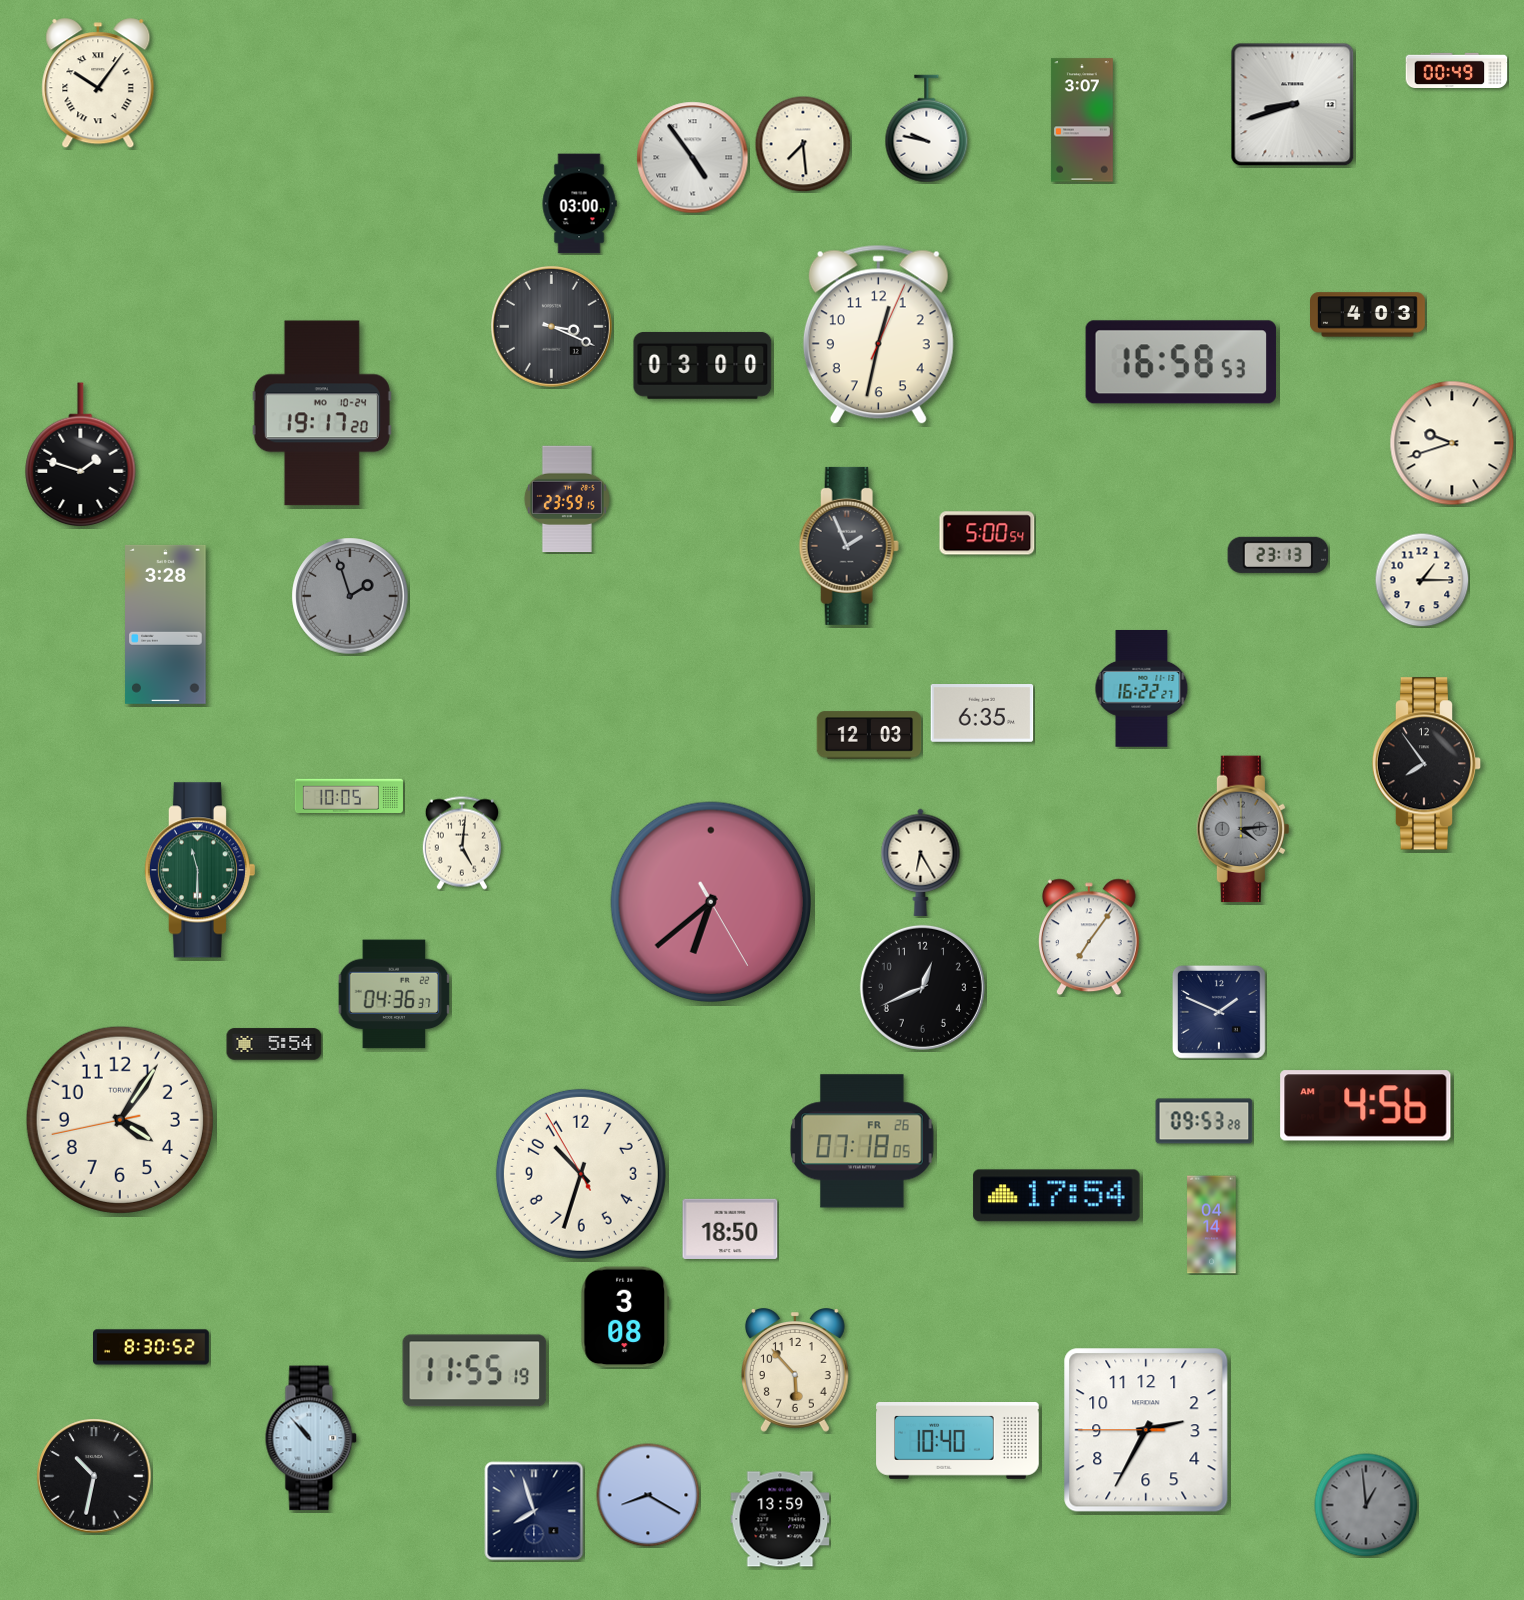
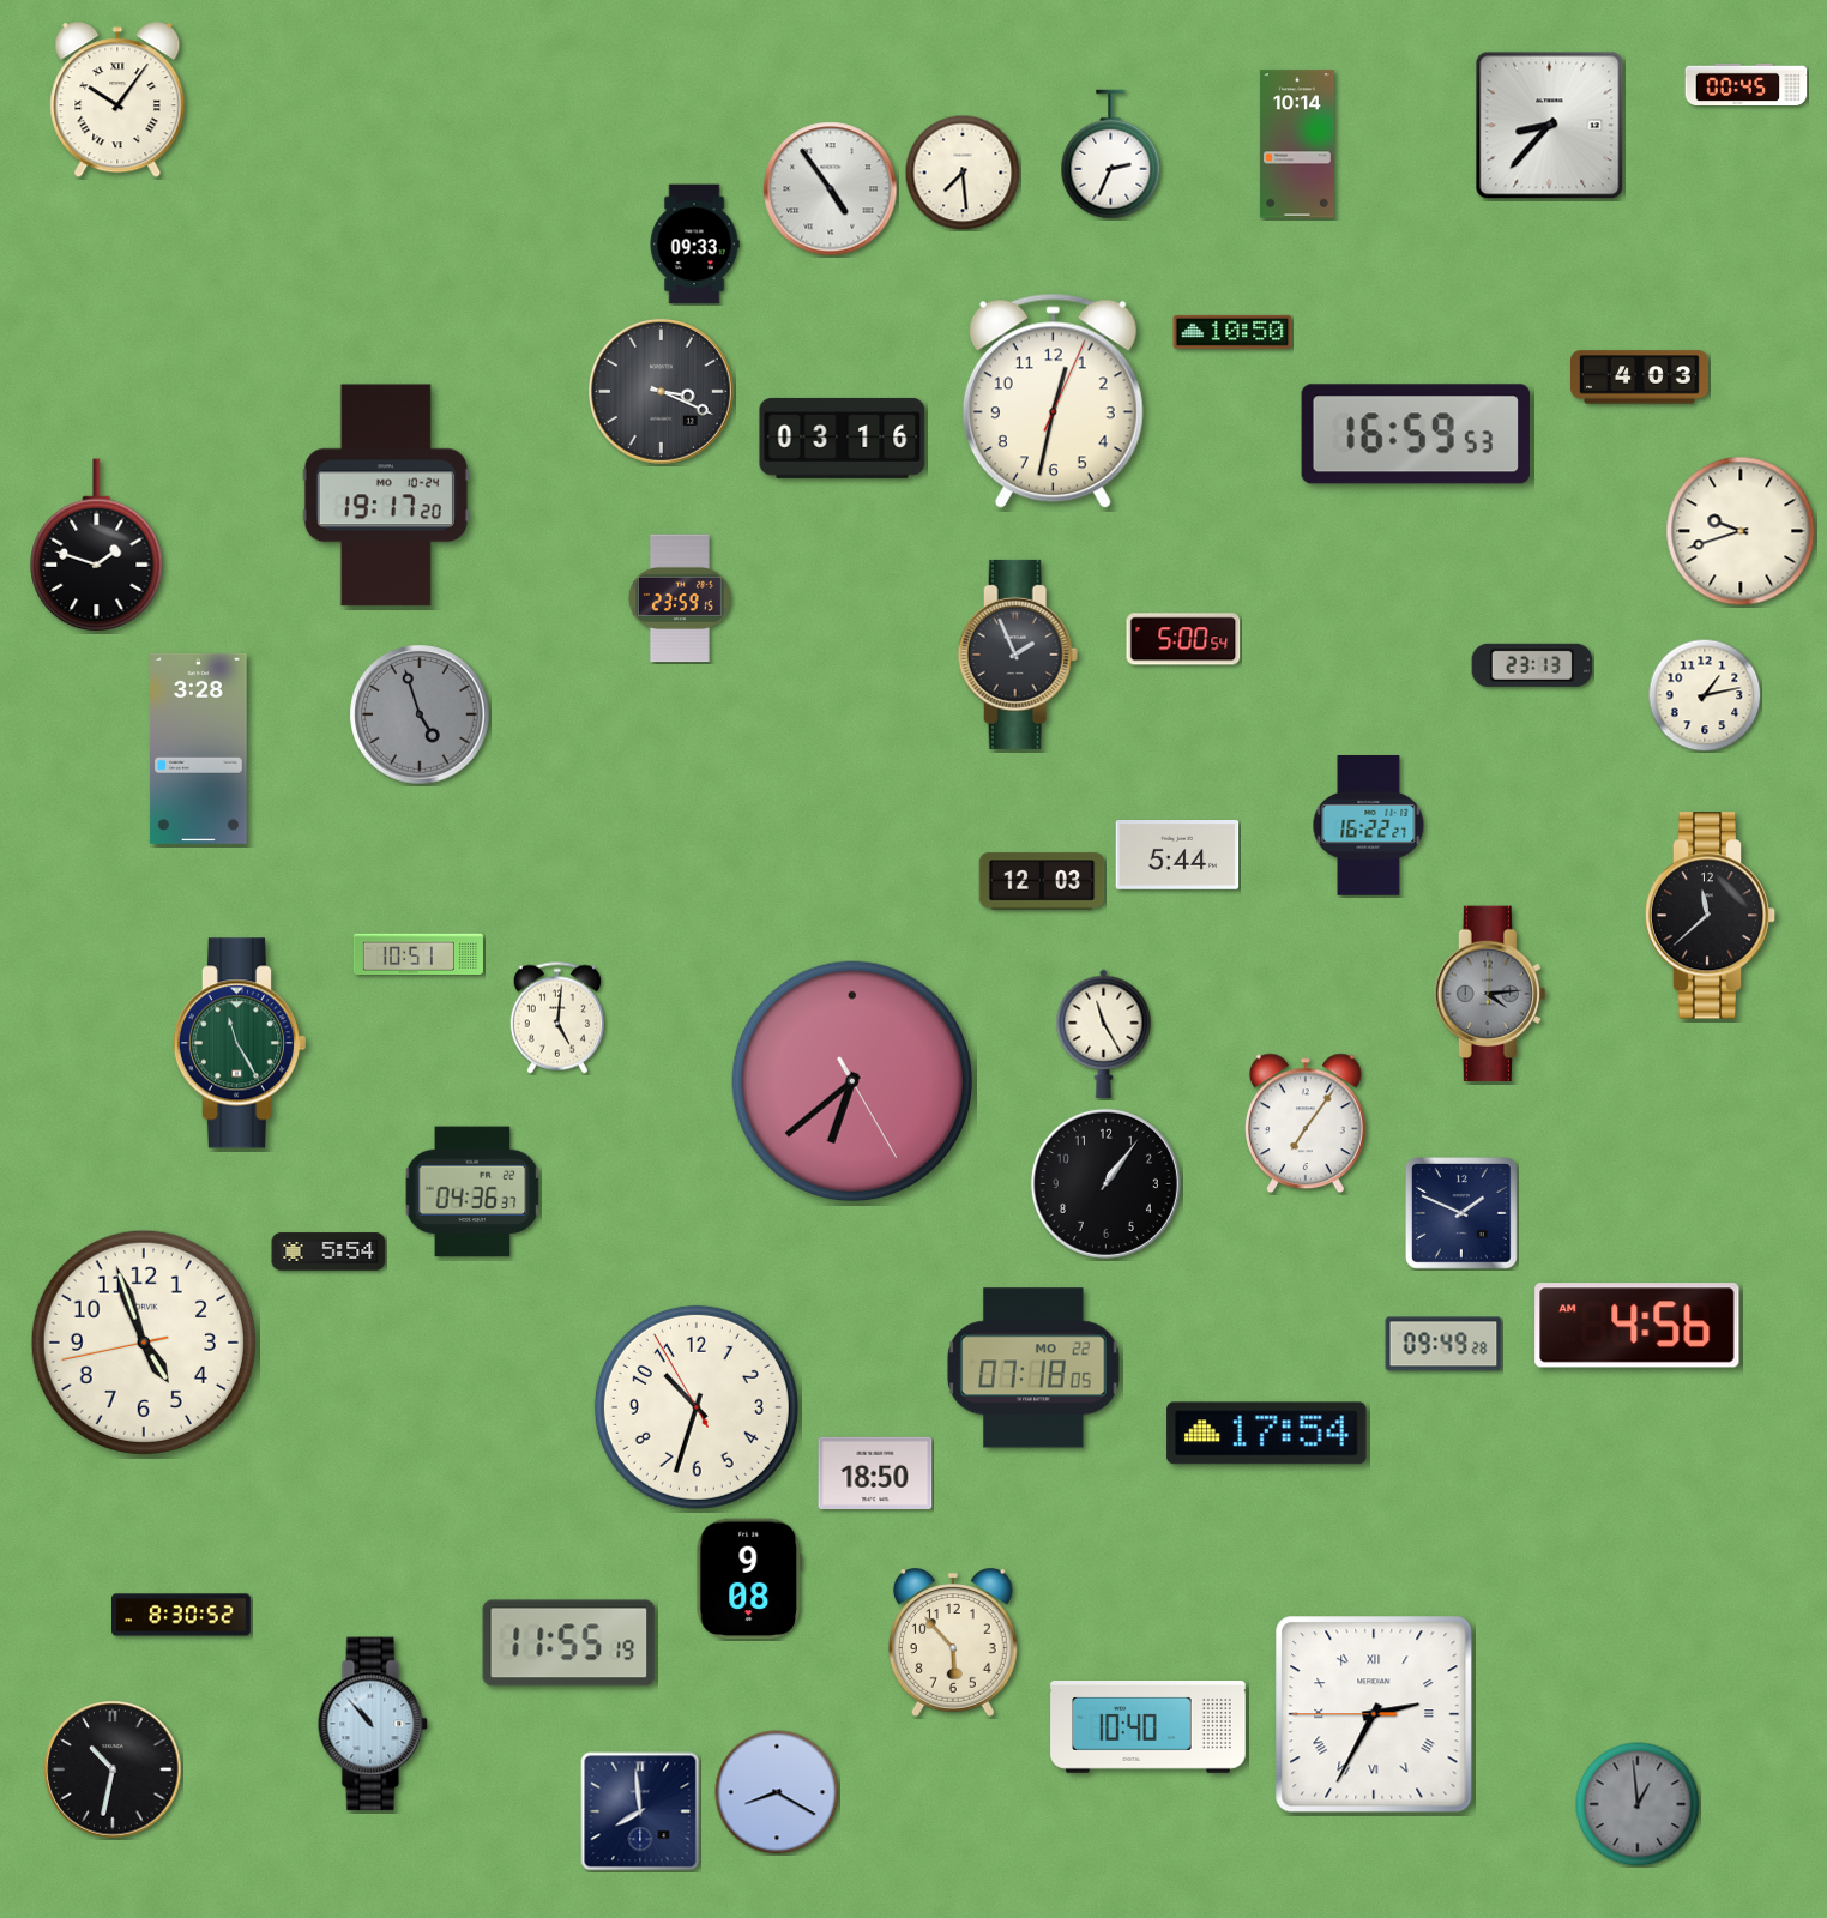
clock at (1457, 70): 00:49 -> 00:45
clock at (1293, 105): 8:42 -> 8:37
clock at (1082, 120): 3:07 -> 10:14
clock at (927, 129): 9:47 -> 2:34
clock at (579, 204): 03:00 -> 09:33
clock at (1232, 332): none -> 10:50
clock at (1181, 362): 16:58 -> 16:59
clock at (703, 365): 03:00 -> 03:16
clock at (1422, 580): 1:15 -> 1:13
clock at (350, 596): 1:57 -> 4:57
clock at (982, 714): 6:35 -> 5:44
clock at (1427, 764): 7:54 -> 11:38
clock at (349, 795): 10:05 -> 10:51
clock at (462, 843) position: (462, 843) -> (557, 1018)
clock at (921, 862): 6:25 -> 11:25
clock at (199, 870): 11:30 -> 11:25
clock at (922, 987): 12:41 -> 1:06
clock at (120, 1120): 4:05 -> 4:56
clock at (1204, 1121): 09:53 -> 09:49
clock at (862, 1141) date: FR 26 -> MO 22
clock at (1212, 1225): 04:14 -> none
clock at (625, 1317): 3:08 -> 9:08
clock at (1146, 1430) numerals: Arabic -> Roman
clock at (534, 1511): 7:57 -> 7:59
clock at (780, 1519): 13:59 -> none
